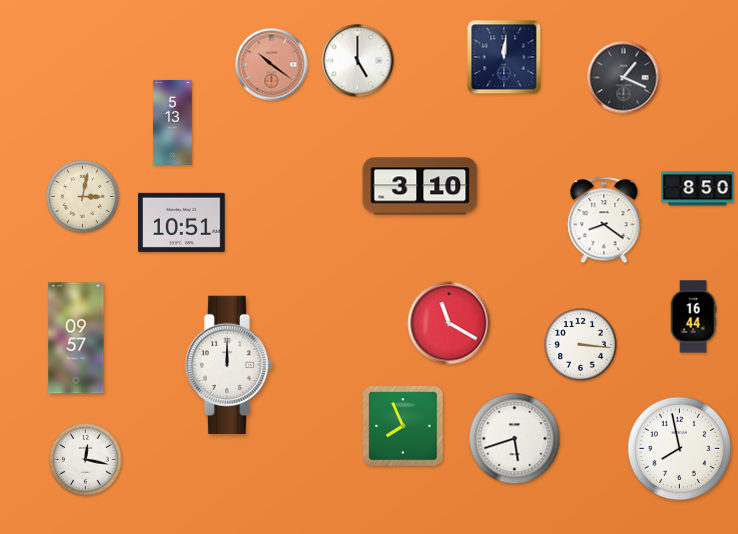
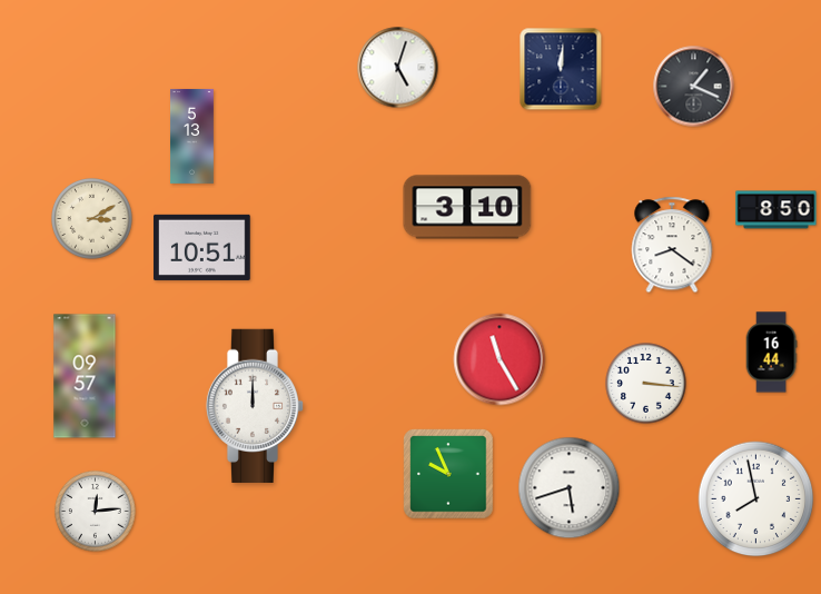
clock at (504, 57) position: (504, 57) -> (561, 69)
clock at (358, 61): 5:00 -> 5:03
clock at (272, 65): 10:21 -> none
clock at (83, 197): 3:02 -> 3:10
clock at (449, 323): 11:20 -> 11:25
clock at (403, 426): 7:56 -> 9:56
clock at (515, 439) position: (515, 439) -> (570, 488)
clock at (86, 460): 12:17 -> 12:14
